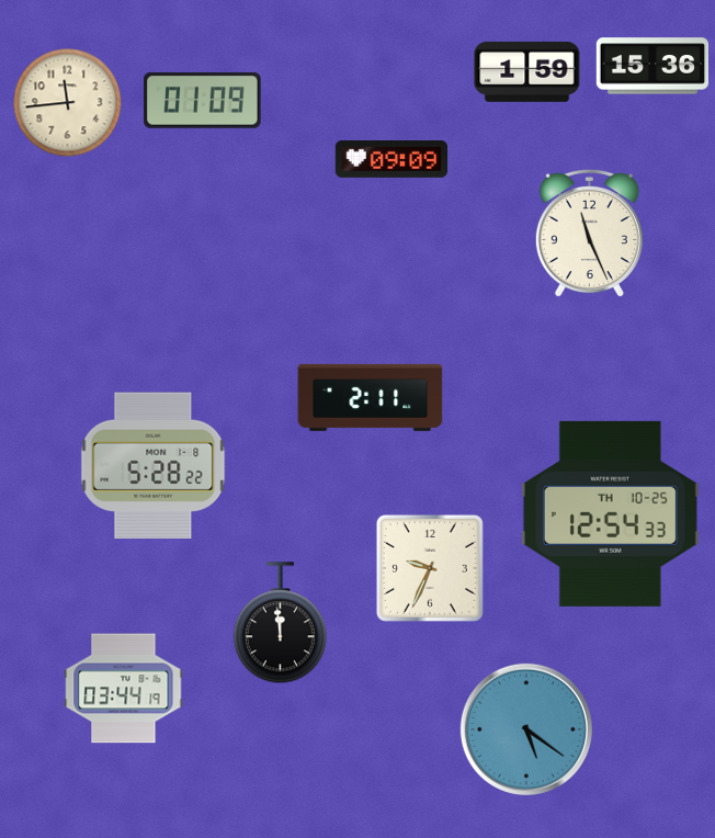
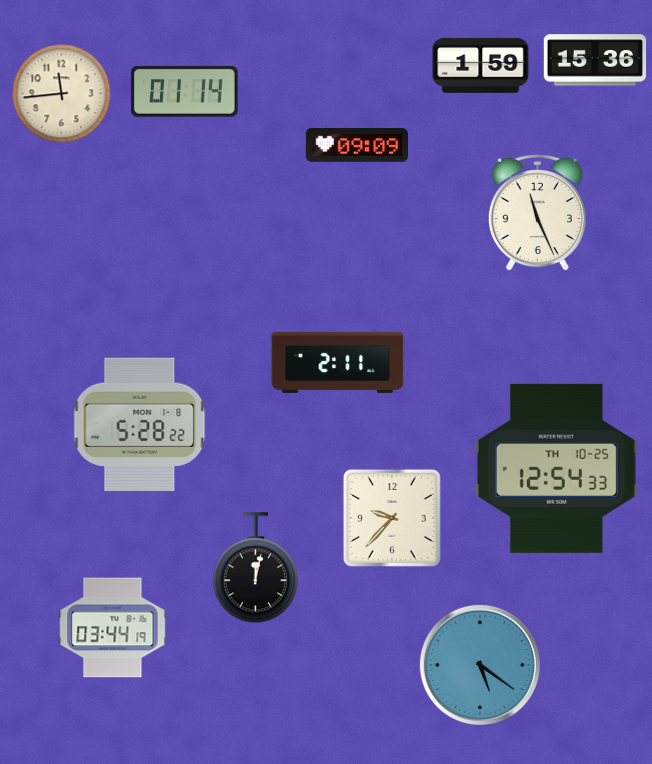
clock at (203, 100): 01:09 -> 01:14
clock at (430, 568): 9:34 -> 9:37
clock at (280, 623): 11:59 -> 12:02
